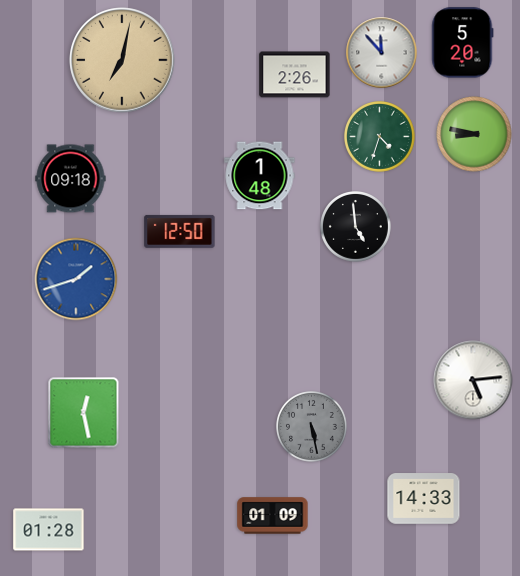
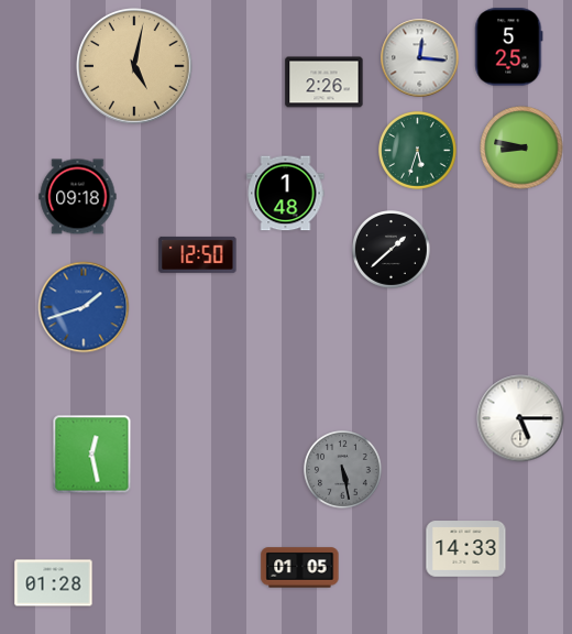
clock at (463, 43): 5:20 -> 5:25
clock at (382, 53): 11:53 -> 12:16
clock at (122, 60): 7:02 -> 5:02
clock at (380, 137): 4:33 -> 5:33
clock at (356, 227): 4:59 -> 1:38
clock at (473, 380): 5:14 -> 5:15
clock at (273, 516): 01:09 -> 01:05
